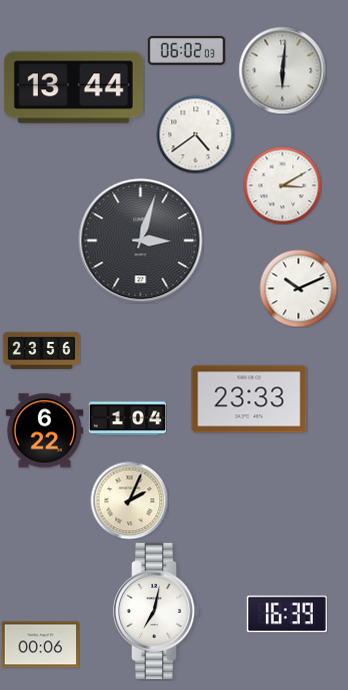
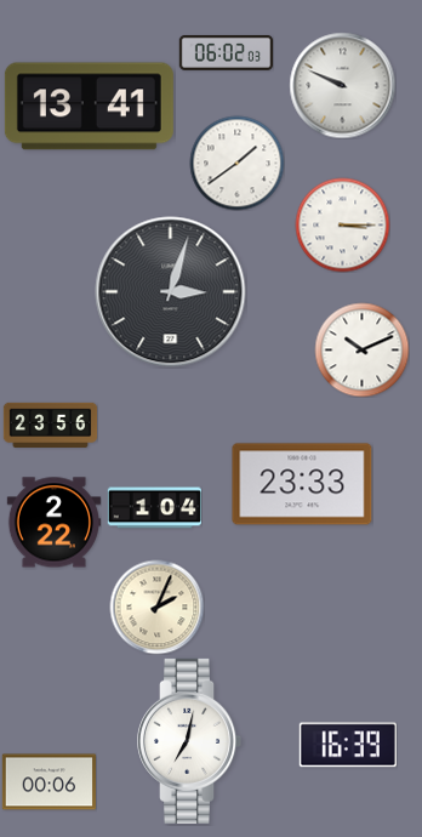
clock at (186, 51) position: (186, 51) -> (226, 53)
clock at (282, 70): 6:01 -> 9:49
clock at (73, 88): 13:44 -> 13:41
clock at (195, 134): 4:39 -> 1:39
clock at (282, 185): 3:10 -> 3:15
clock at (44, 431): 6:22 -> 2:22
